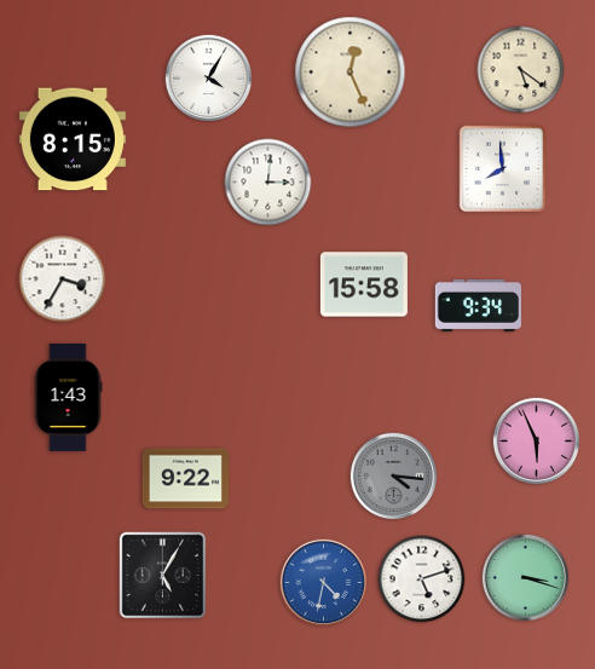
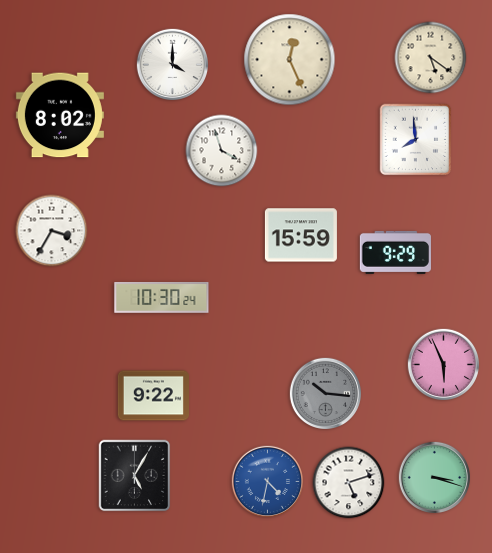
clock at (208, 77): 4:05 -> 4:00
clock at (73, 139): 8:15 -> 8:02
clock at (268, 183): 3:01 -> 3:57
clock at (364, 284): 15:58 -> 15:59
clock at (478, 305): 9:34 -> 9:29
clock at (162, 297): none -> 10:30
clock at (68, 397): 1:43 -> none
clock at (393, 475): 4:16 -> 10:16
clock at (422, 579) position: (422, 579) -> (349, 483)
